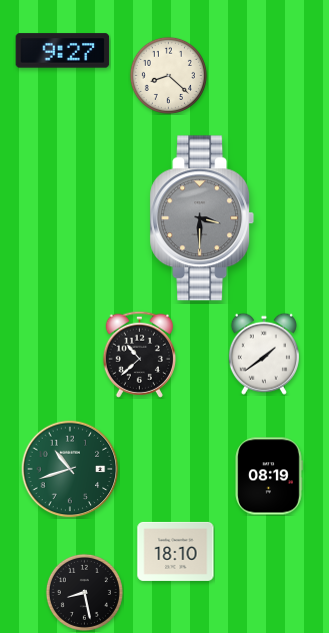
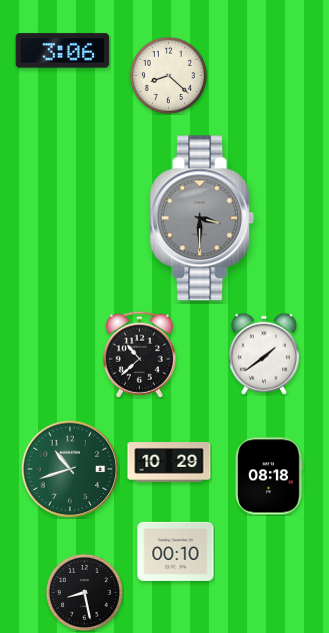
clock at (63, 51): 9:27 -> 3:06
clock at (169, 462): none -> 10:29
clock at (269, 476): 08:19 -> 08:18
clock at (176, 551): 18:10 -> 00:10
